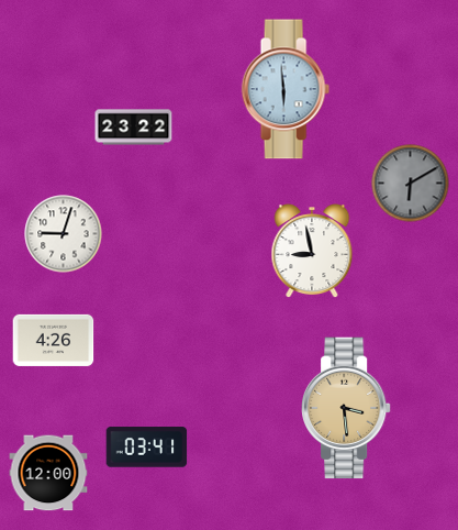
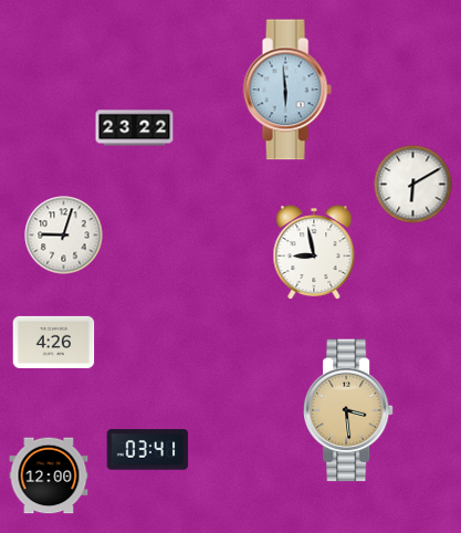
clock at (411, 184) dial: grey -> white
